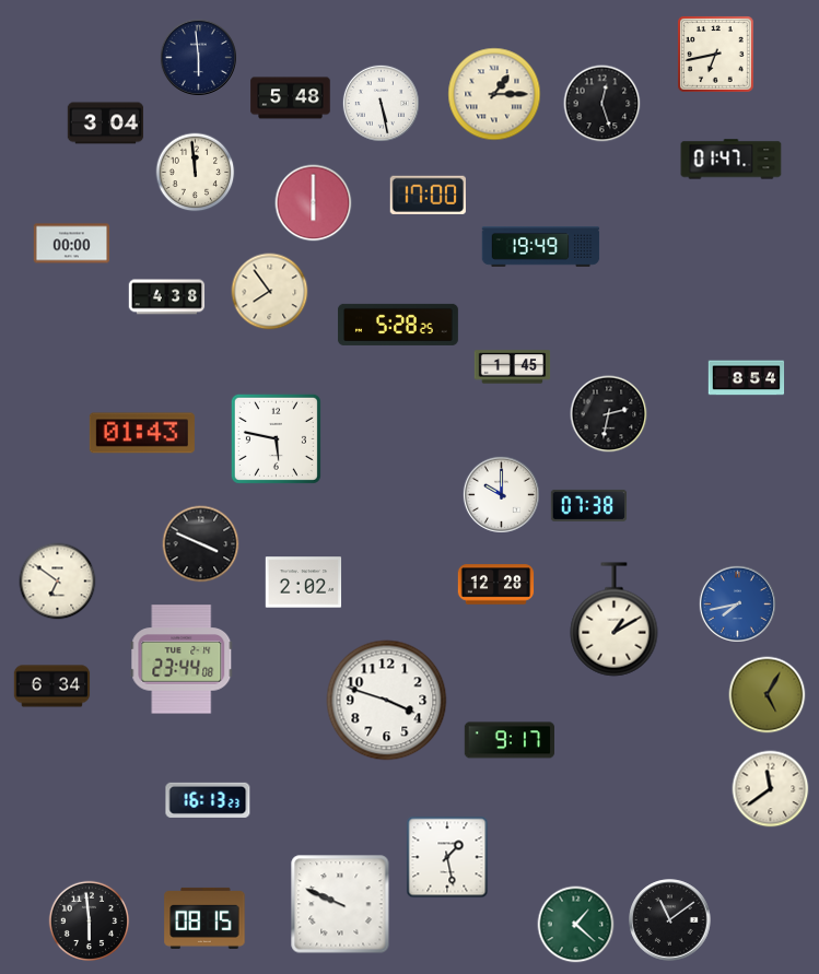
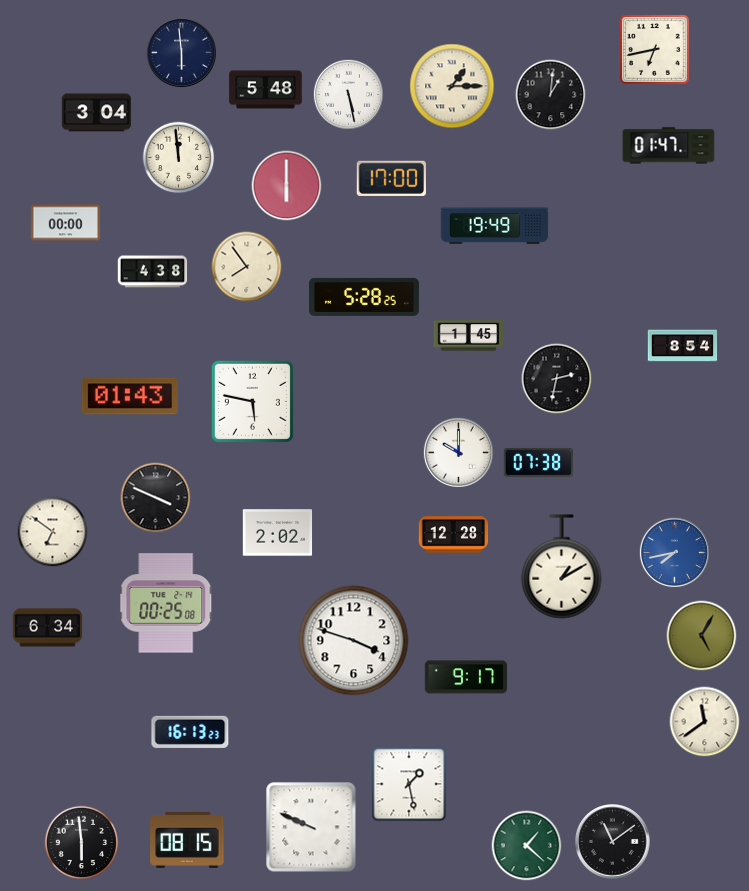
clock at (602, 104): 12:27 -> 1:01
clock at (201, 544) position: (201, 544) -> (156, 498)
clock at (182, 659): 23:44 -> 00:25
